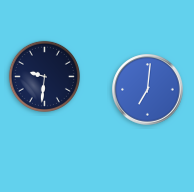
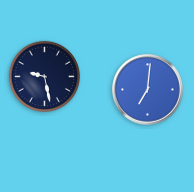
clock at (44, 76): 9:31 -> 9:28
